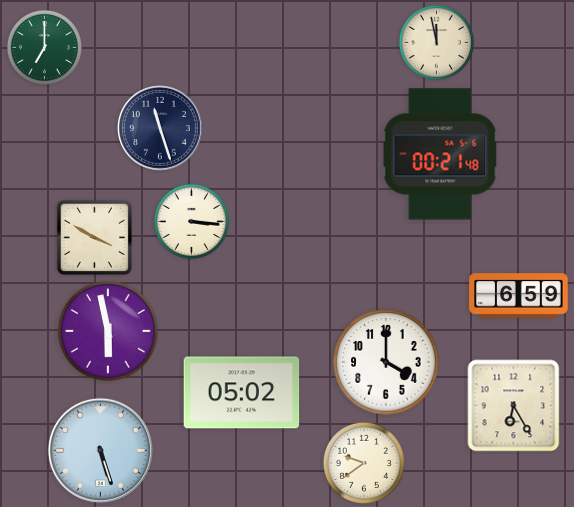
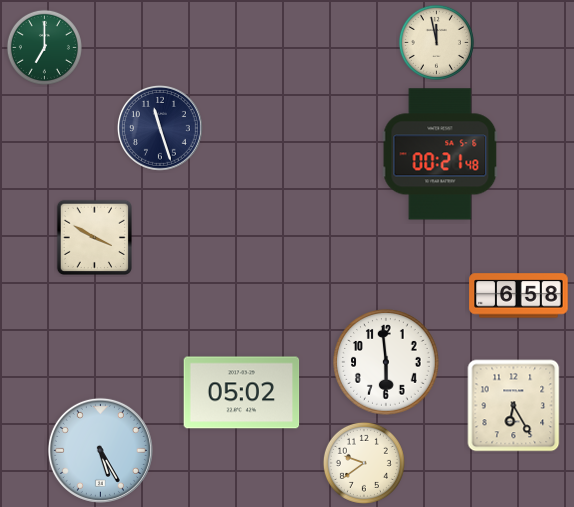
clock at (191, 221): 3:16 -> none
clock at (519, 296): 6:59 -> 6:58
clock at (109, 332): 5:58 -> none
clock at (386, 362): 4:00 -> 5:59
clock at (100, 450): 5:27 -> 5:25
